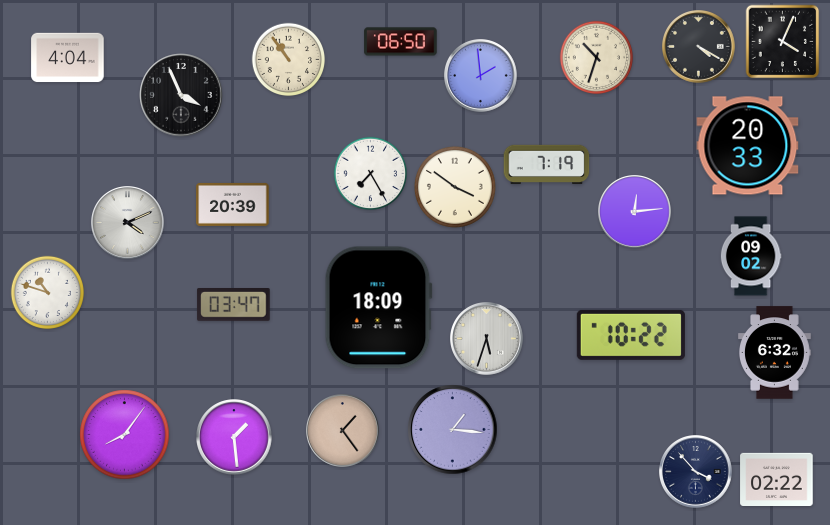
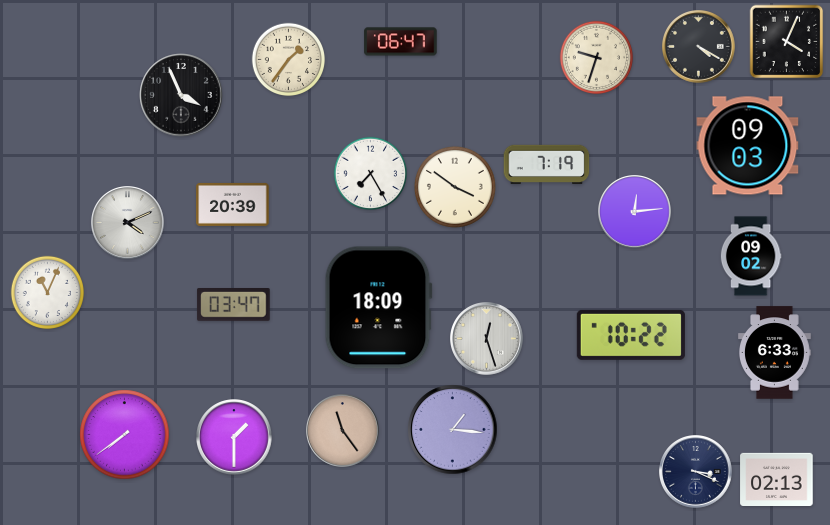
clock at (401, 42): 06:50 -> 06:47
clock at (783, 42) position: (783, 42) -> (787, 42)
clock at (68, 58): 4:04 -> none
clock at (597, 58): 10:33 -> 9:33
clock at (289, 60): 10:54 -> 1:36
clock at (481, 76): 1:59 -> none
clock at (748, 146): 20:33 -> 09:03
clock at (48, 293): 10:48 -> 11:04
clock at (487, 339): 5:33 -> 12:27
clock at (775, 353): 6:32 -> 6:33
clock at (343, 431): 1:24 -> 11:24
clock at (125, 435): 8:06 -> 7:39
clock at (234, 437): 1:29 -> 1:30
clock at (696, 472): 3:53 -> 3:19
clock at (777, 479): 02:22 -> 02:13
